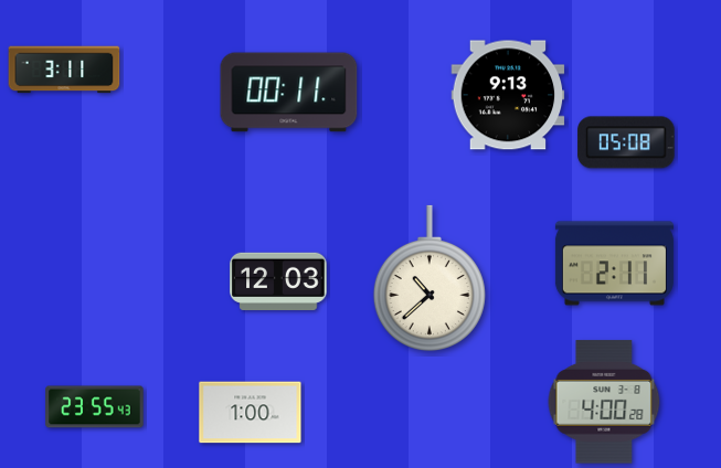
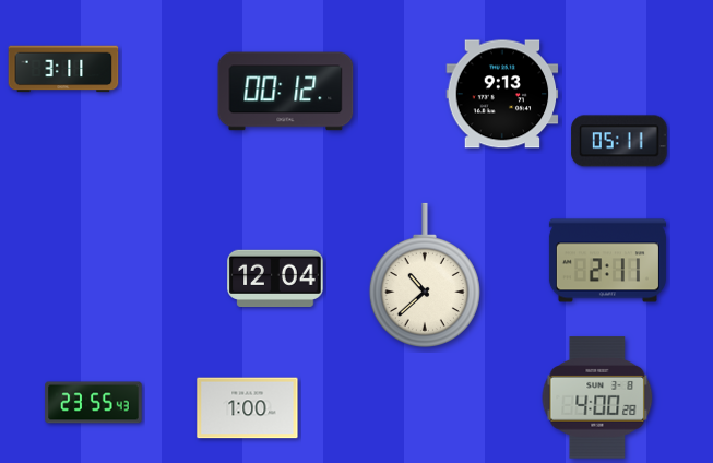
clock at (289, 93): 00:11 -> 00:12
clock at (626, 142): 05:08 -> 05:11
clock at (278, 280): 12:03 -> 12:04
